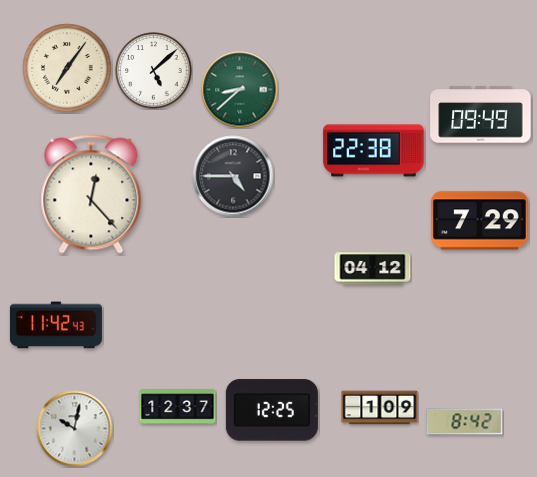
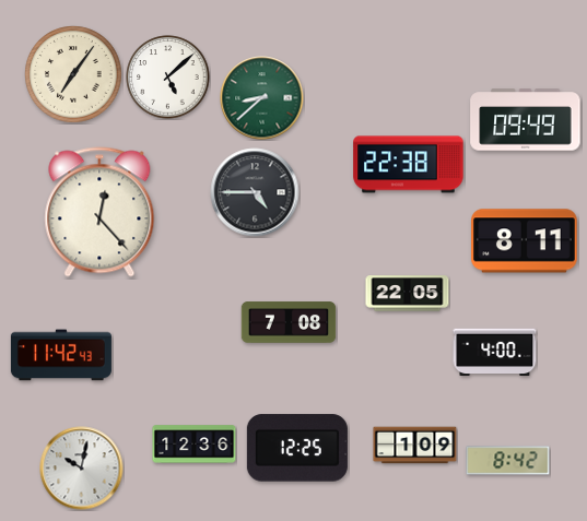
clock at (481, 115) position: (481, 115) -> (526, 120)
clock at (480, 221): 7:29 -> 8:11
clock at (373, 269): 04:12 -> 22:05
clock at (289, 322): none -> 7:08
clock at (495, 353): none -> 4:00
clock at (178, 407): 12:37 -> 12:36
